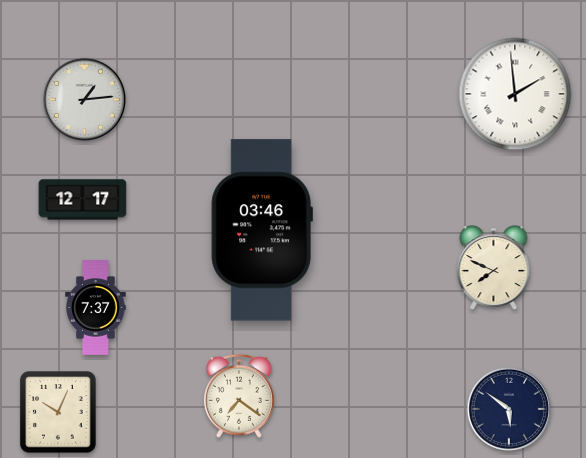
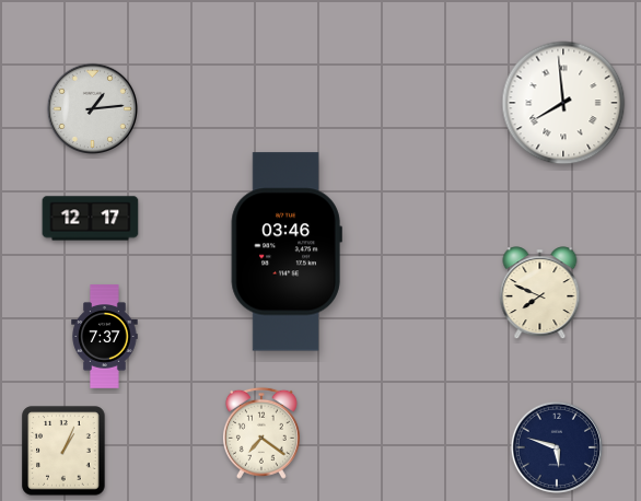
clock at (515, 94): 1:59 -> 7:59
clock at (508, 408): 5:51 -> 5:48
clock at (58, 412): 10:04 -> 1:04
